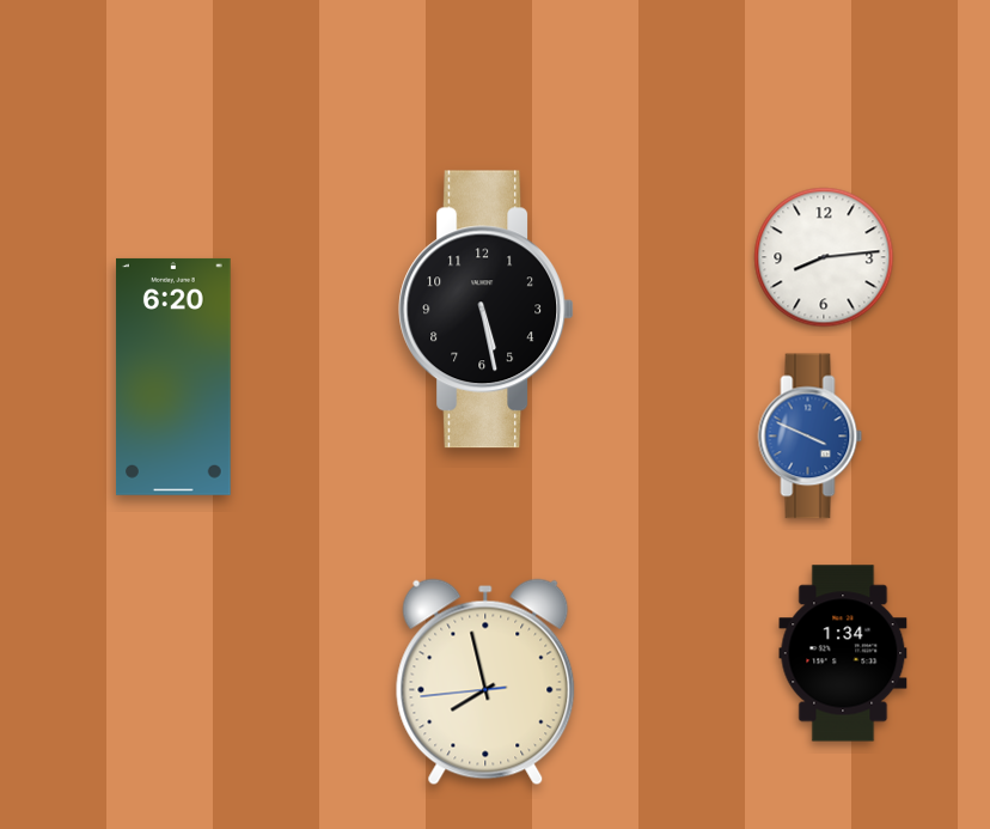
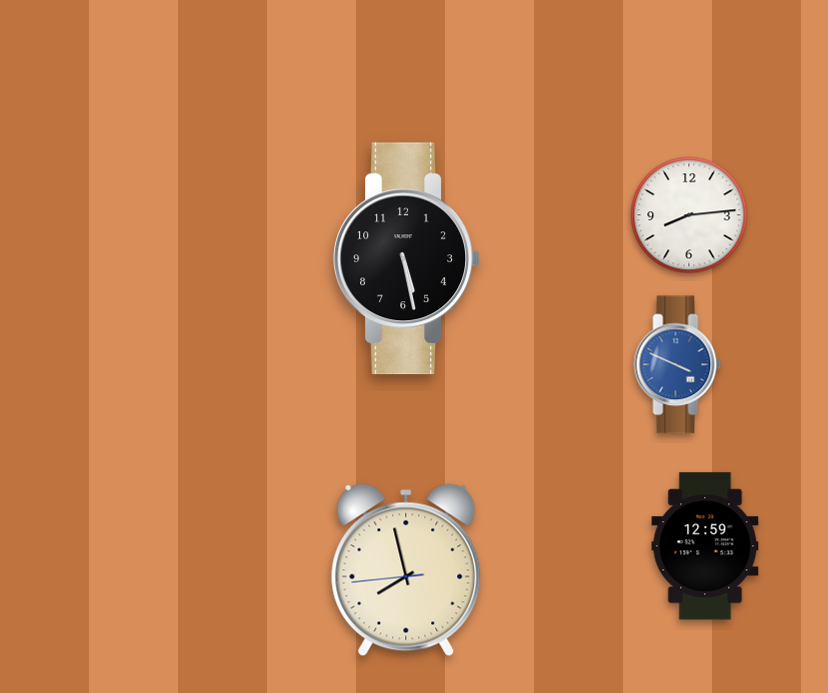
clock at (175, 377): 6:20 -> none
clock at (843, 653): 1:34 -> 12:59
